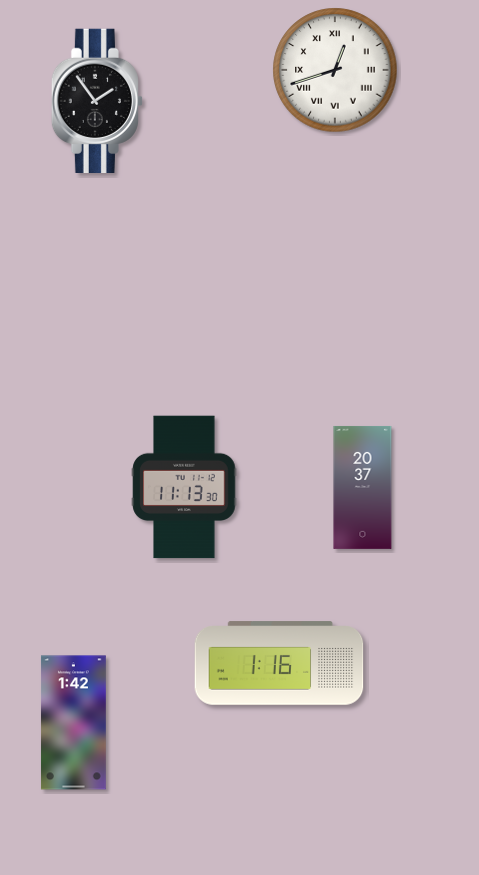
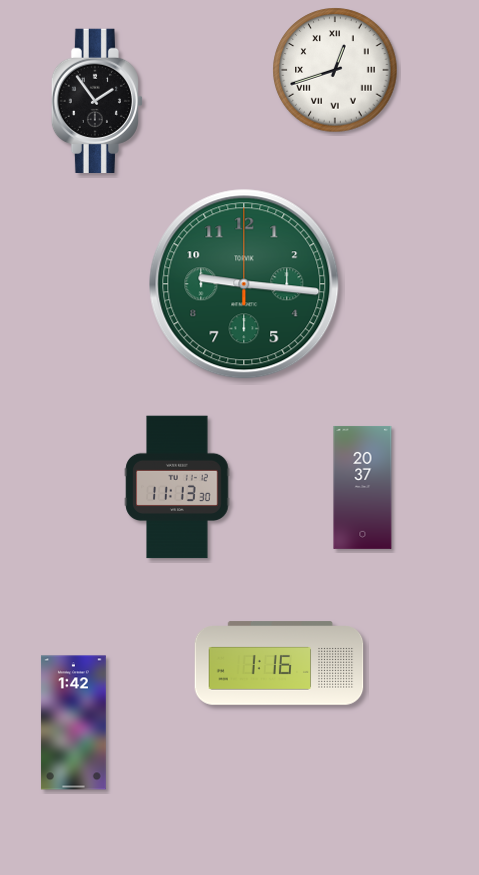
clock at (244, 284): none -> 9:16
clock at (184, 487) position: (184, 487) -> (177, 487)
